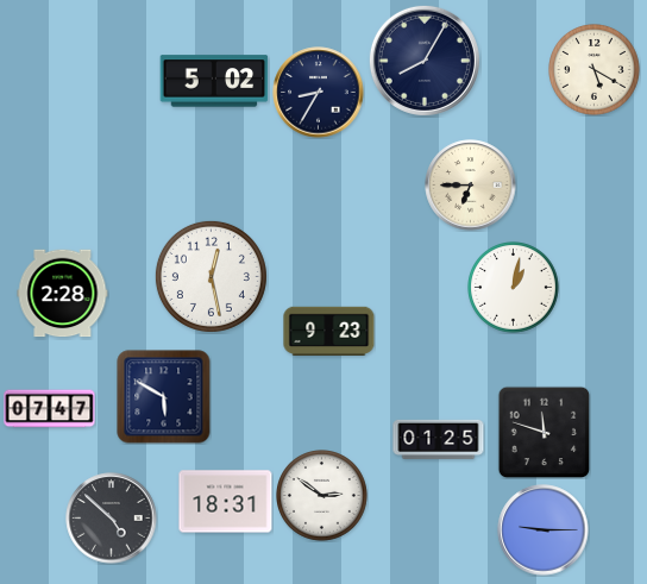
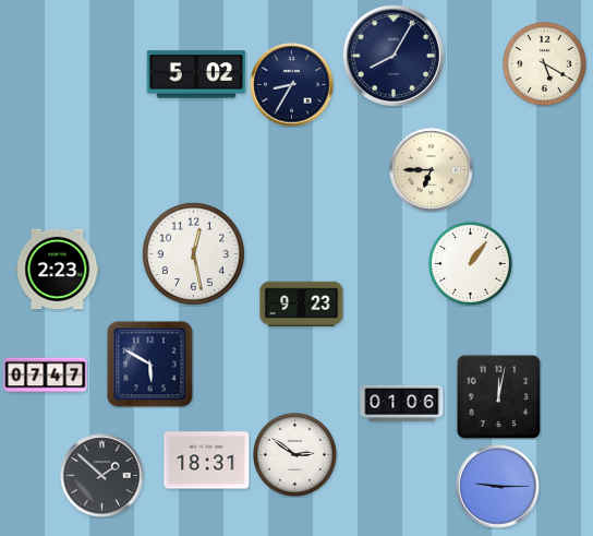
clock at (425, 61) position: (425, 61) -> (394, 56)
clock at (514, 288): 1:02 -> 1:06
clock at (63, 294): 2:28 -> 2:23
clock at (544, 432): 11:48 -> 12:02
clock at (439, 439): 01:25 -> 01:06
clock at (112, 519): 4:52 -> 1:52
